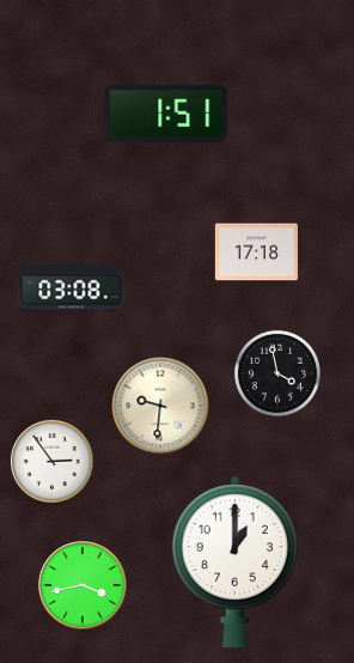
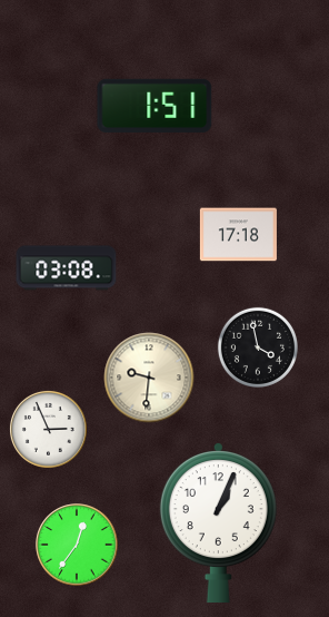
clock at (51, 461): 2:54 -> 2:56
clock at (234, 561): 1:00 -> 1:04
clock at (83, 585): 3:43 -> 12:36
